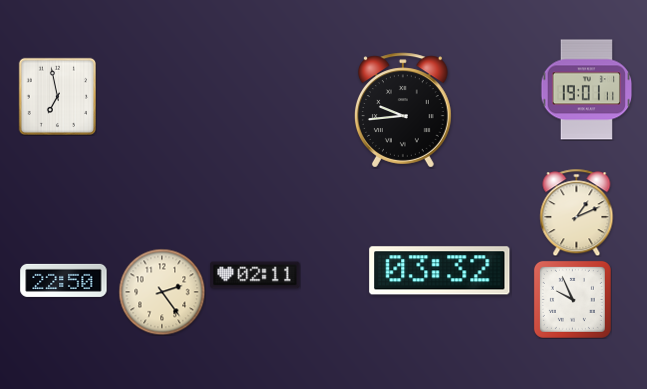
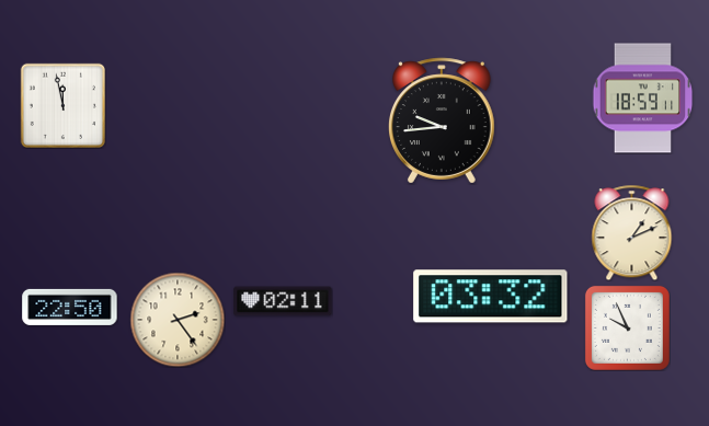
clock at (587, 90): 19:01 -> 18:59
clock at (57, 96): 6:58 -> 11:58
clock at (440, 271) position: (440, 271) -> (491, 297)
clock at (255, 275) position: (255, 275) -> (283, 301)
